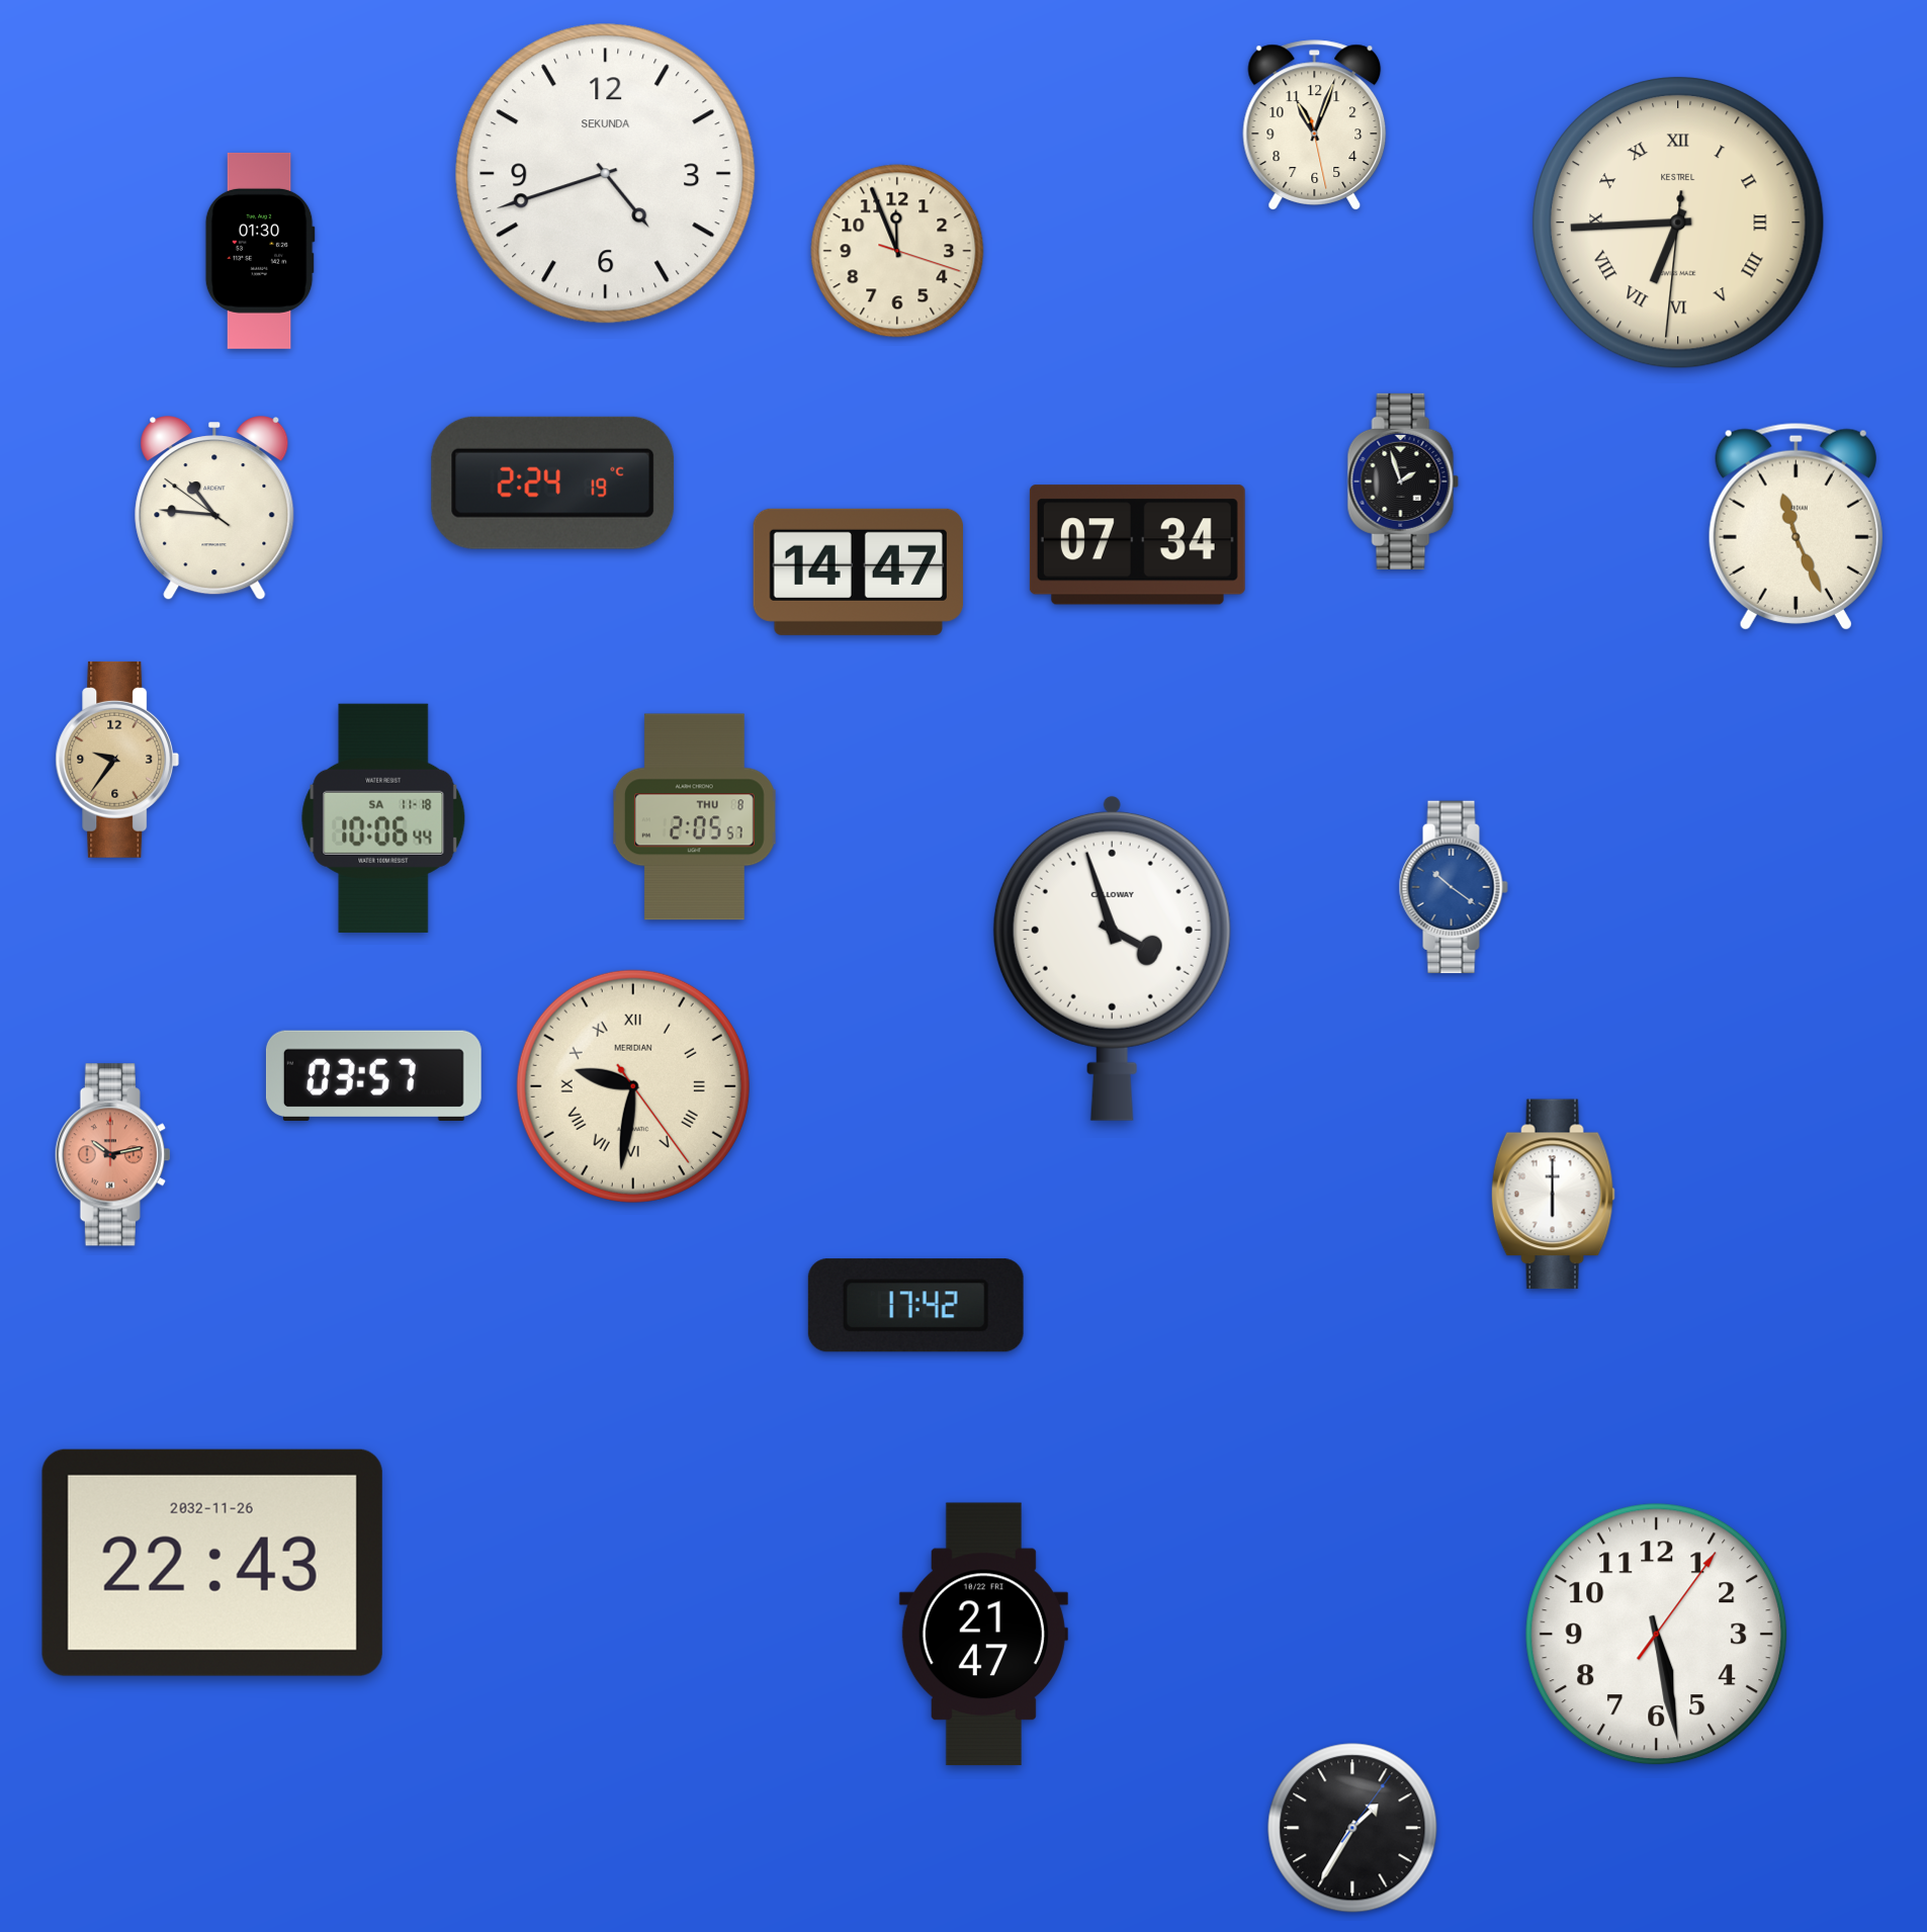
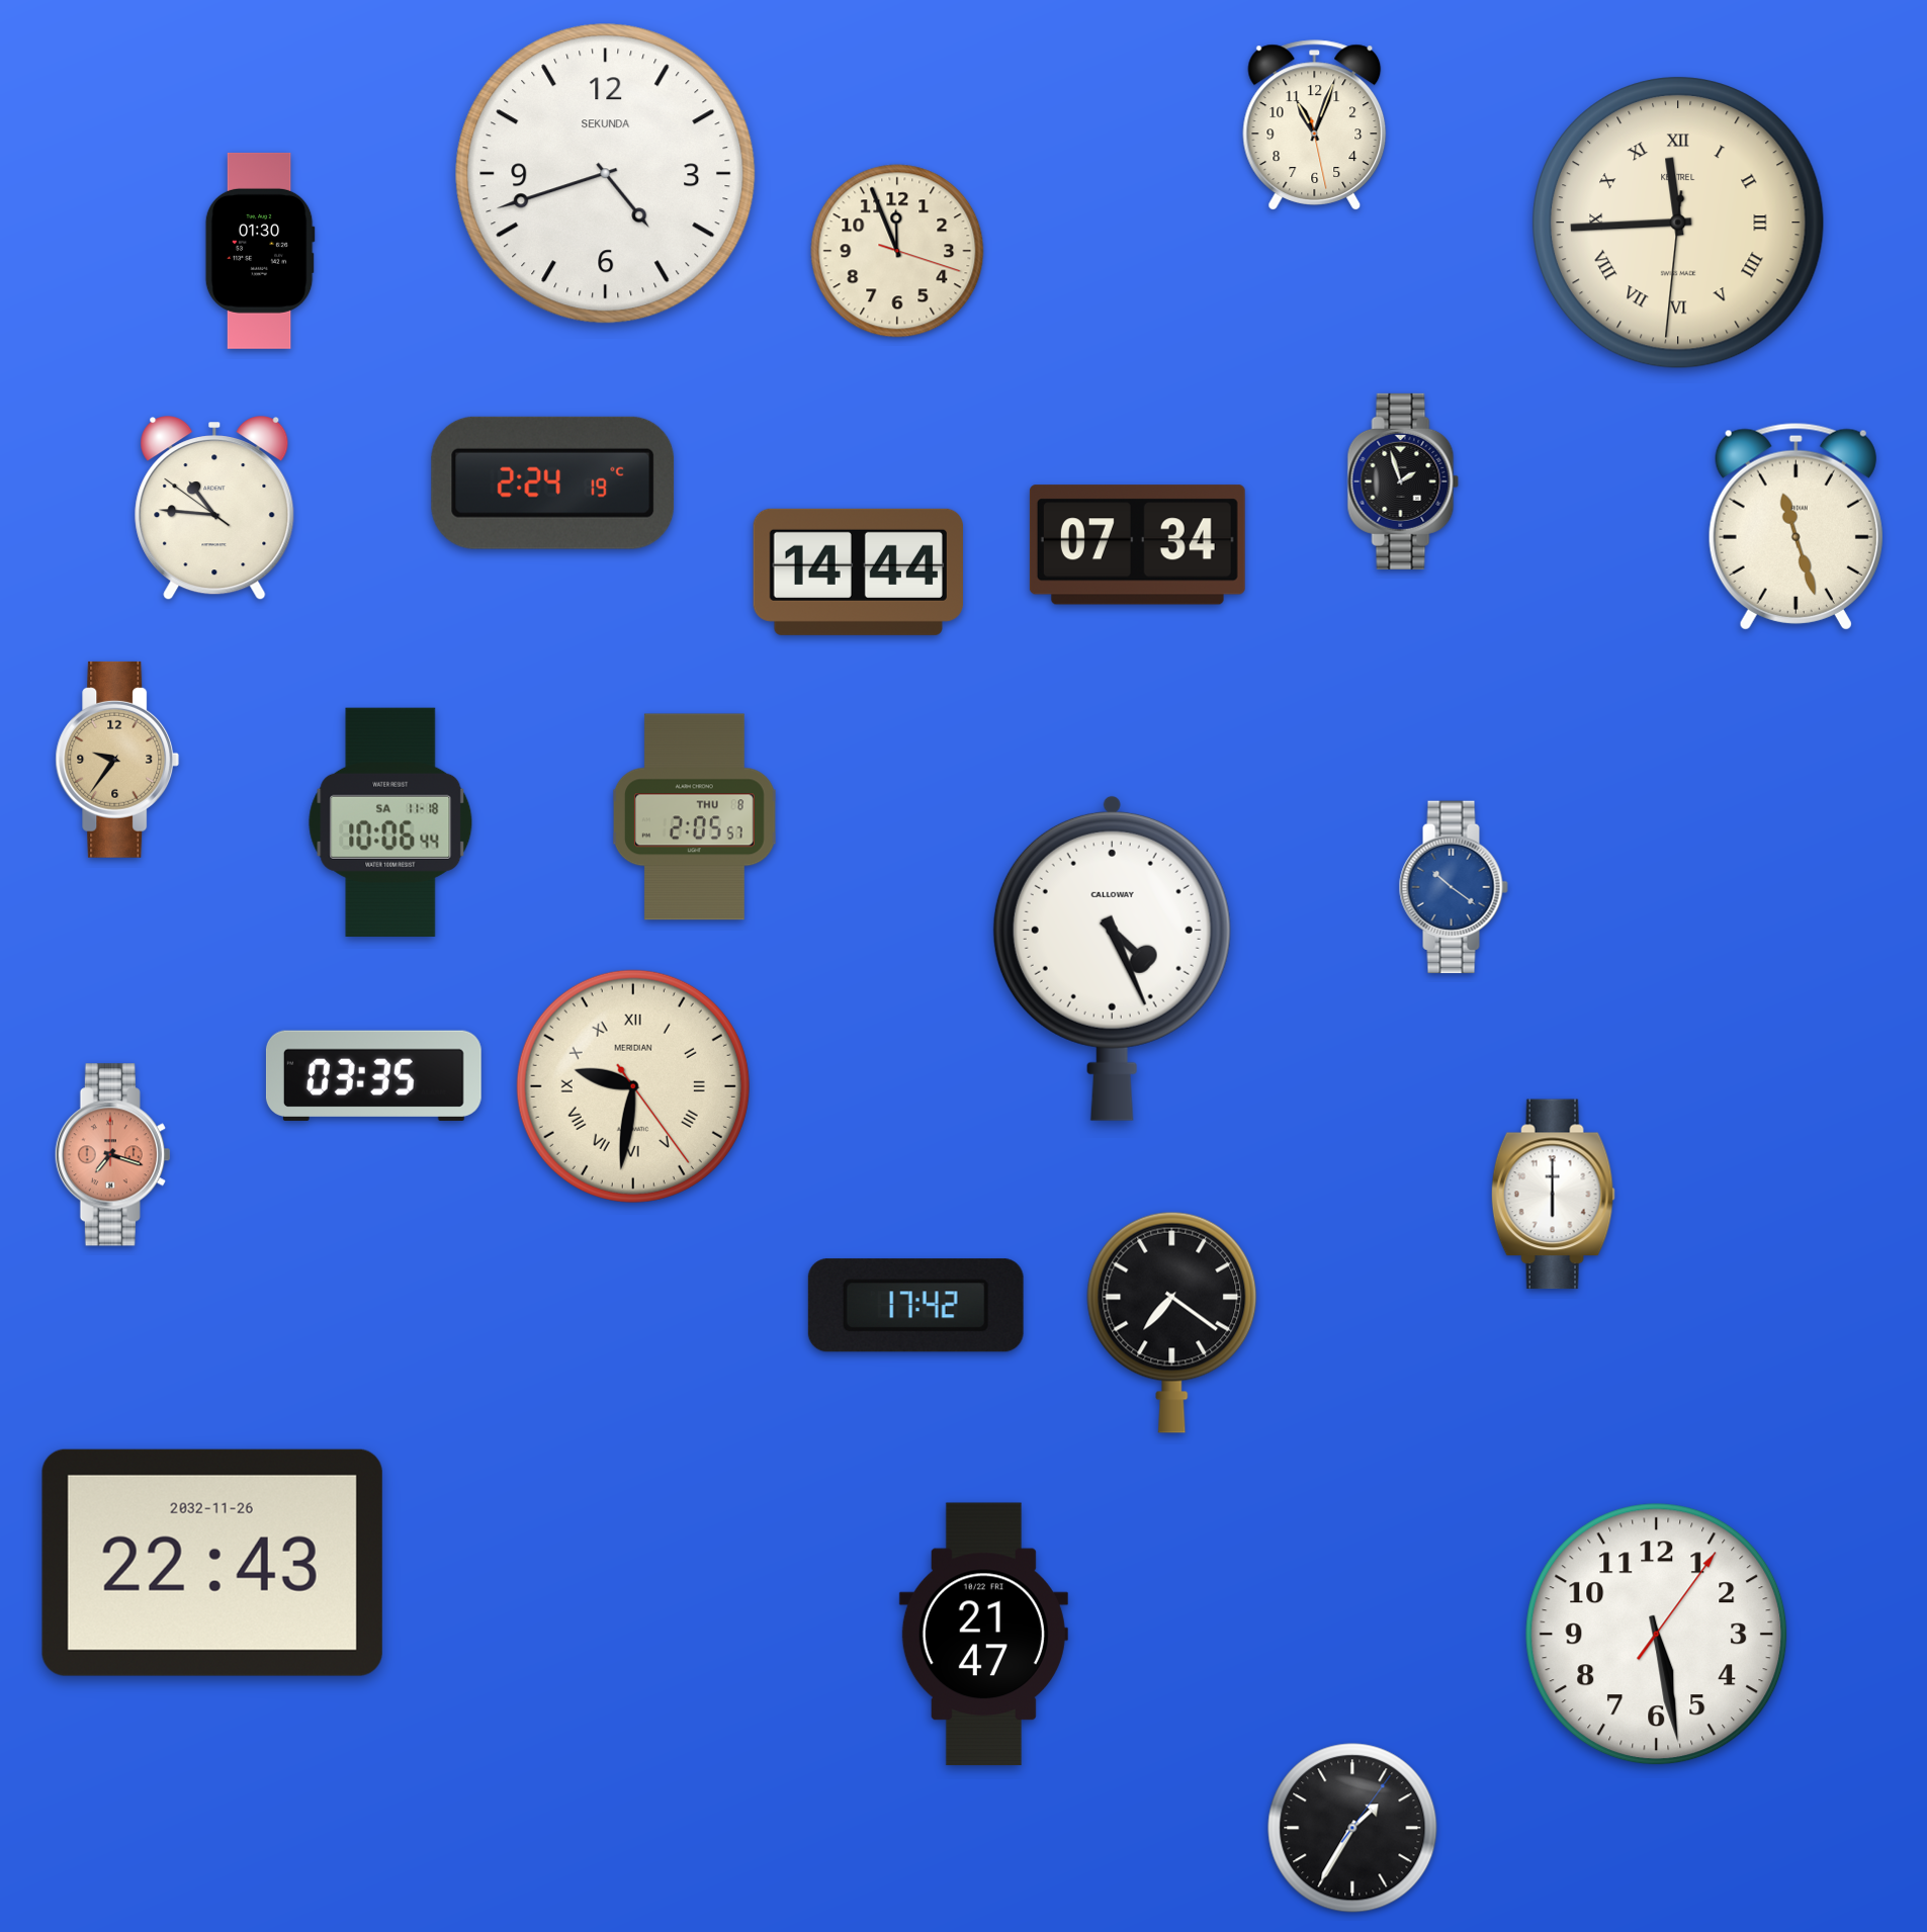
clock at (1678, 223): 6:44 -> 11:44
clock at (1795, 526): 11:26 -> 11:27
clock at (858, 572): 14:47 -> 14:44
clock at (383, 818) position: (383, 818) -> (390, 822)
clock at (1112, 958): 3:57 -> 4:26
clock at (373, 1075): 03:57 -> 03:35
clock at (112, 1155): 10:13 -> 7:18
clock at (1172, 1322): none -> 7:21
